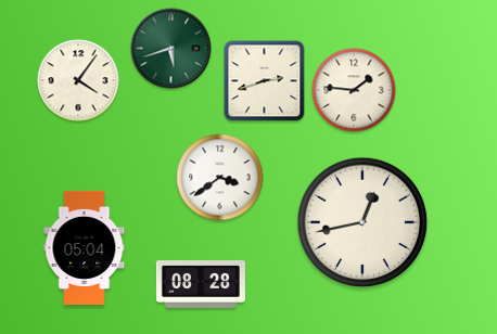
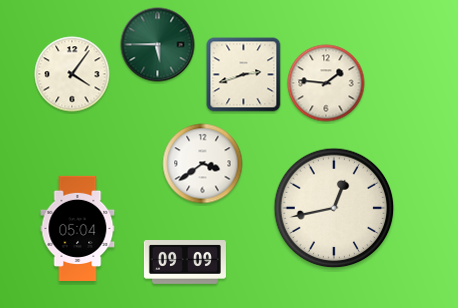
clock at (171, 49): 5:42 -> 5:45
clock at (362, 222) position: (362, 222) -> (334, 208)
clock at (201, 285): 08:28 -> 09:09
